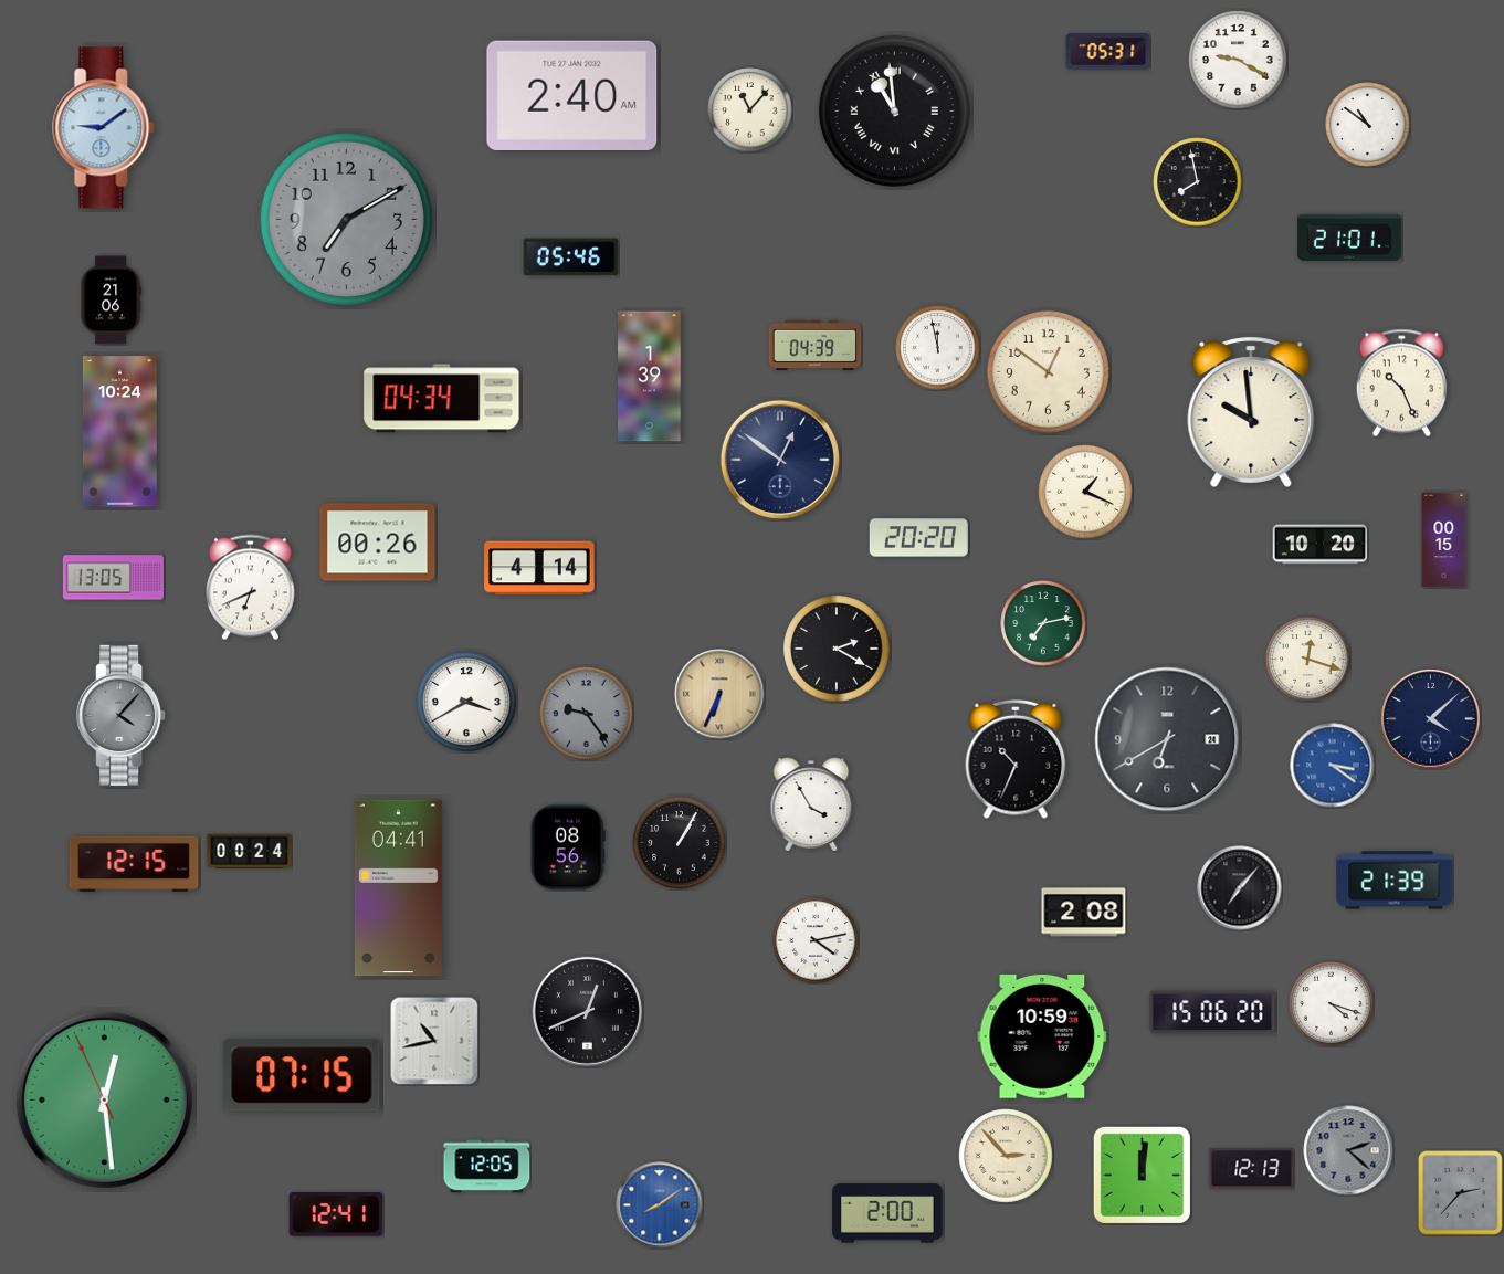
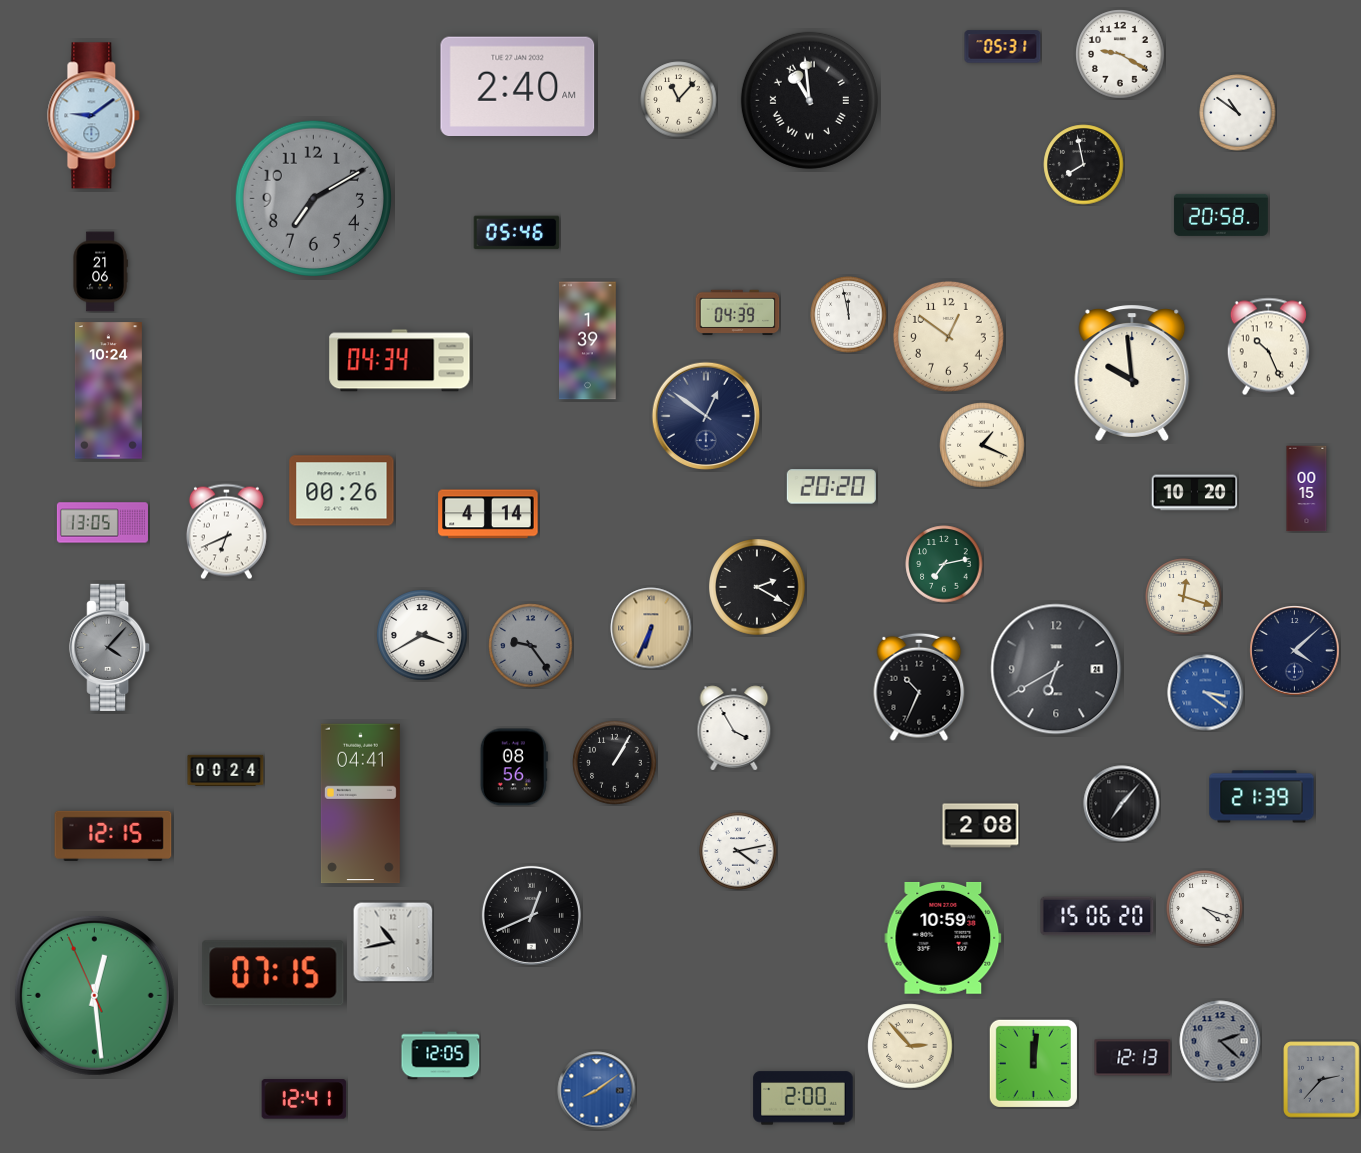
clock at (1349, 238): 21:01 -> 20:58
clock at (134, 864) position: (134, 864) -> (113, 836)
